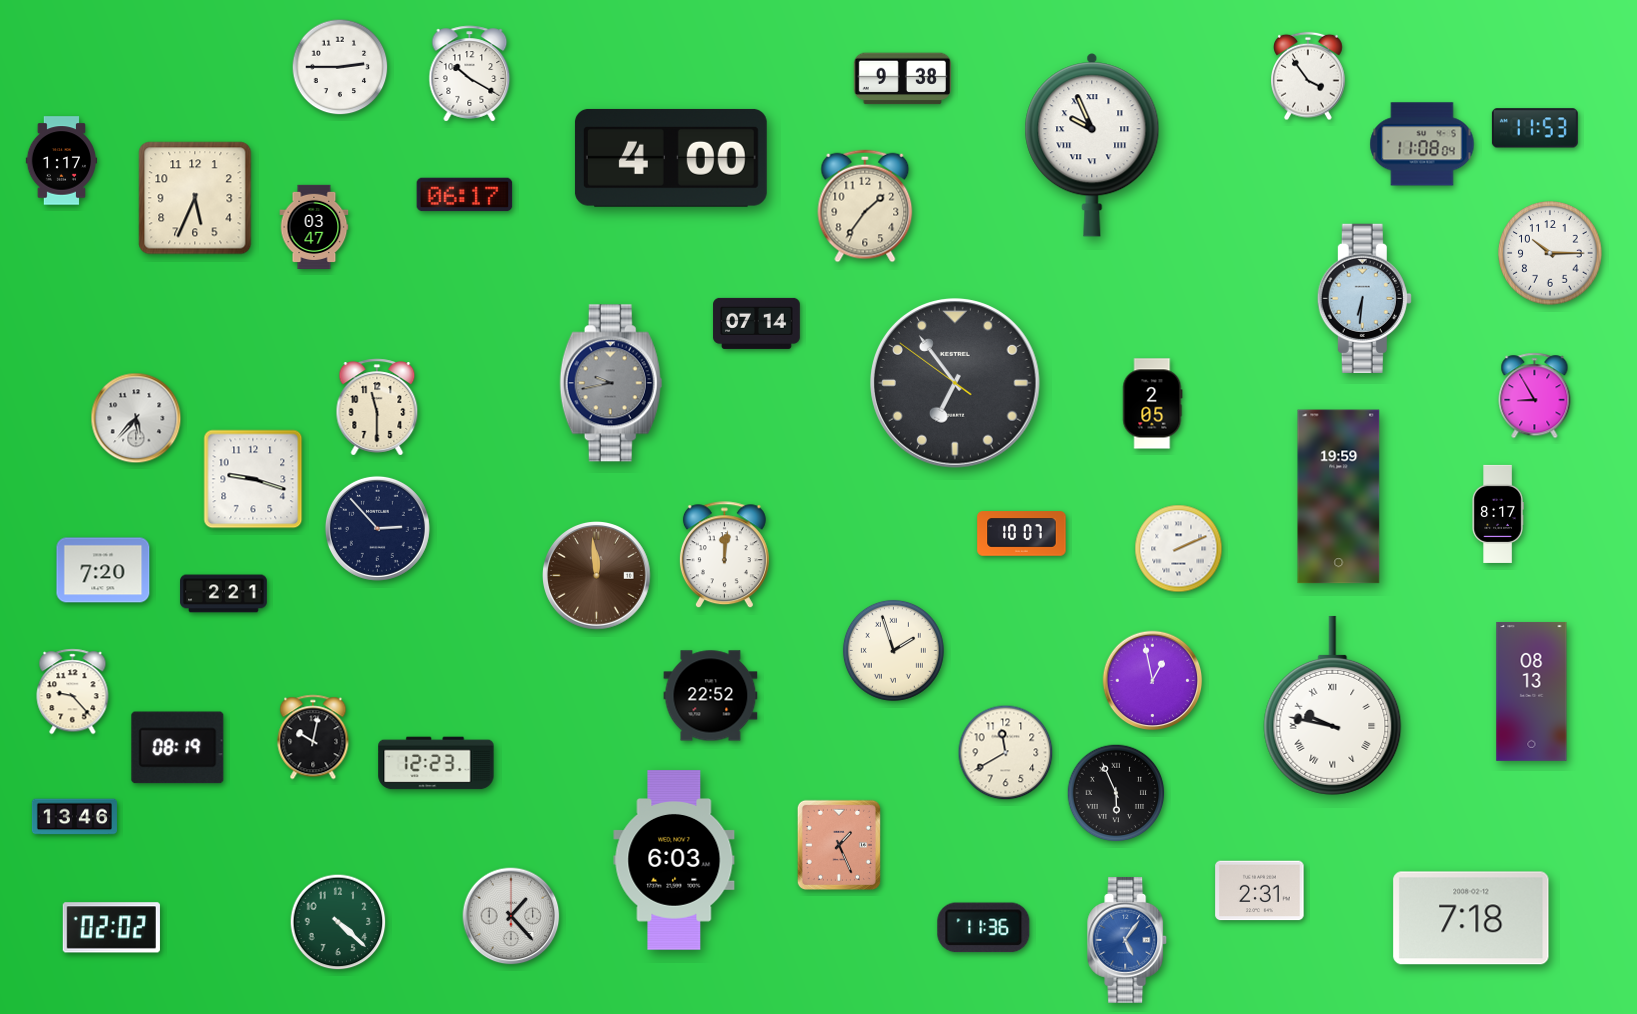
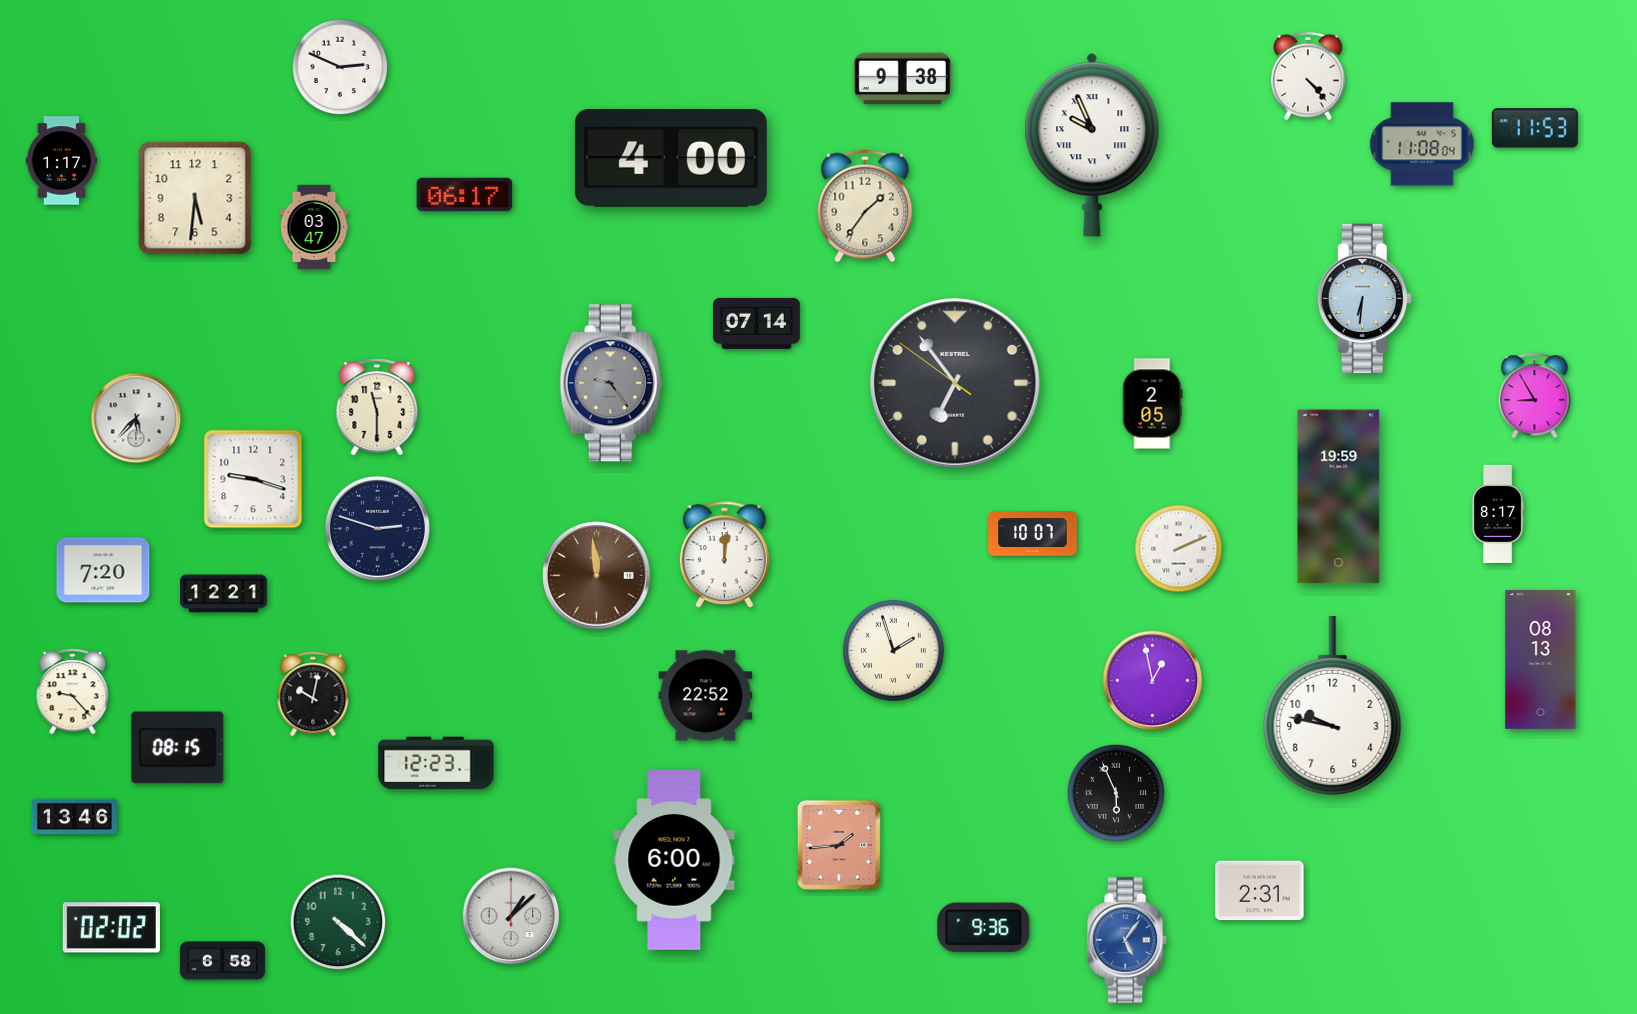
clock at (340, 67): 2:45 -> 2:49
clock at (470, 74): 10:20 -> none
clock at (1309, 76): 3:54 -> 4:23
clock at (195, 198): 5:34 -> 5:31
clock at (1550, 253): 10:15 -> none
clock at (611, 383): 9:43 -> 9:24
clock at (377, 528): 2:53 -> 2:48
clock at (1022, 534) position: (1022, 534) -> (1033, 534)
clock at (224, 594): 2:21 -> 12:21
clock at (1532, 691) position: (1532, 691) -> (1541, 659)
clock at (711, 696) position: (711, 696) -> (706, 696)
clock at (1333, 705) numerals: Roman -> Arabic
clock at (313, 737) position: (313, 737) -> (313, 694)
clock at (178, 748): 08:19 -> 08:15
clock at (1006, 753): 11:40 -> none
clock at (839, 845): 1:26 -> 1:44
clock at (674, 860): 6:03 -> 6:00
clock at (511, 916): 1:23 -> 1:08
clock at (1471, 918): 7:18 -> none
clock at (984, 928): 11:36 -> 9:36
clock at (222, 961): none -> 6:58
